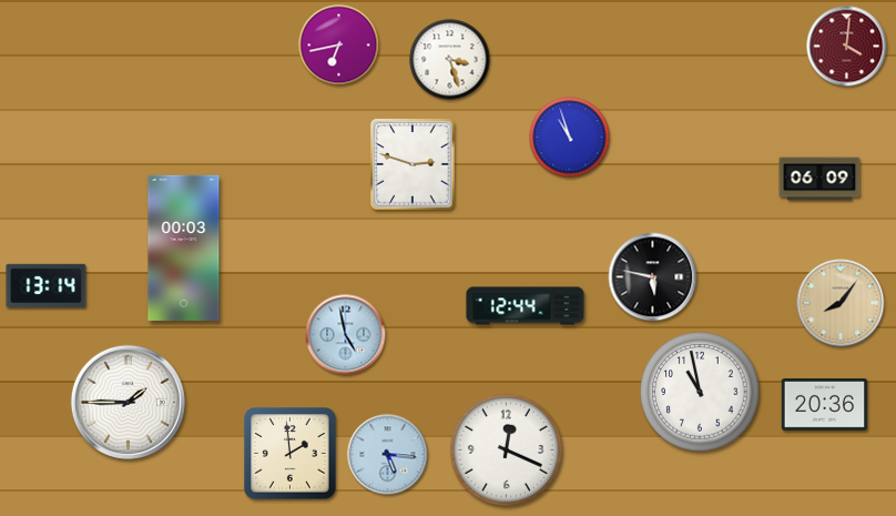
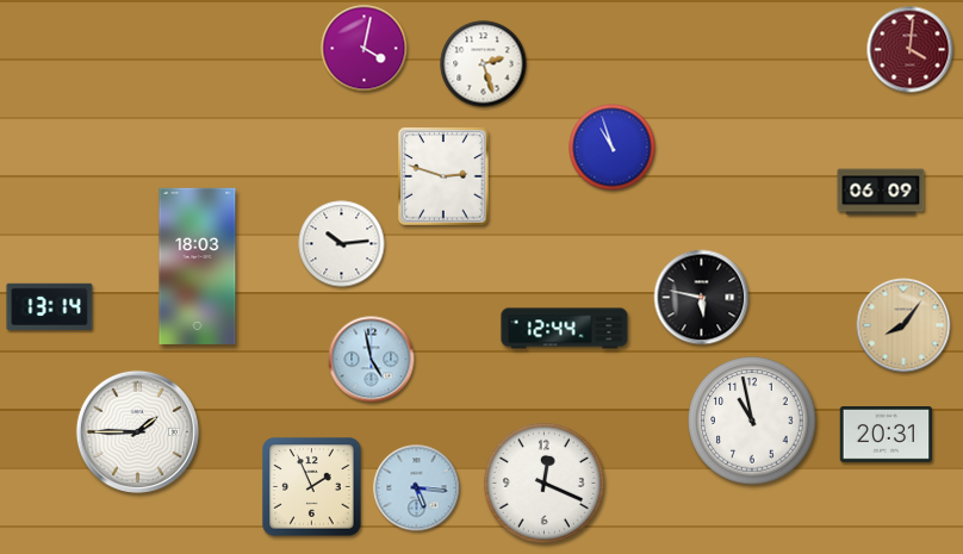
clock at (339, 45): 6:43 -> 4:02
clock at (450, 60): 3:27 -> 2:27
clock at (342, 244): none -> 10:14
clock at (184, 247): 00:03 -> 18:03
clock at (825, 405): 20:36 -> 20:31
clock at (291, 454): 1:59 -> 1:56
